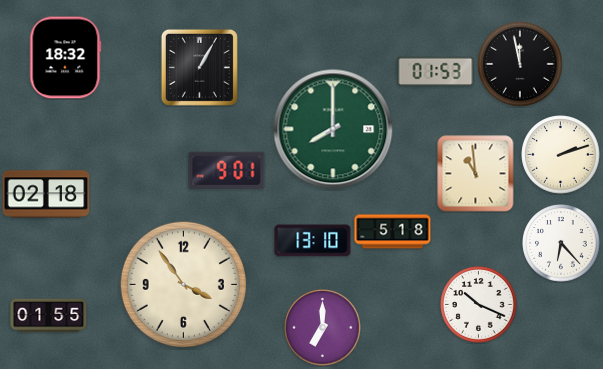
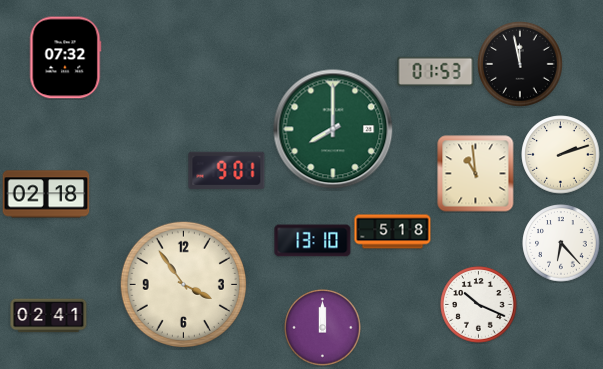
clock at (65, 58): 18:32 -> 07:32
clock at (199, 67): 1:05 -> none
clock at (49, 316): 01:55 -> 02:41
clock at (323, 328): 7:00 -> 12:00
